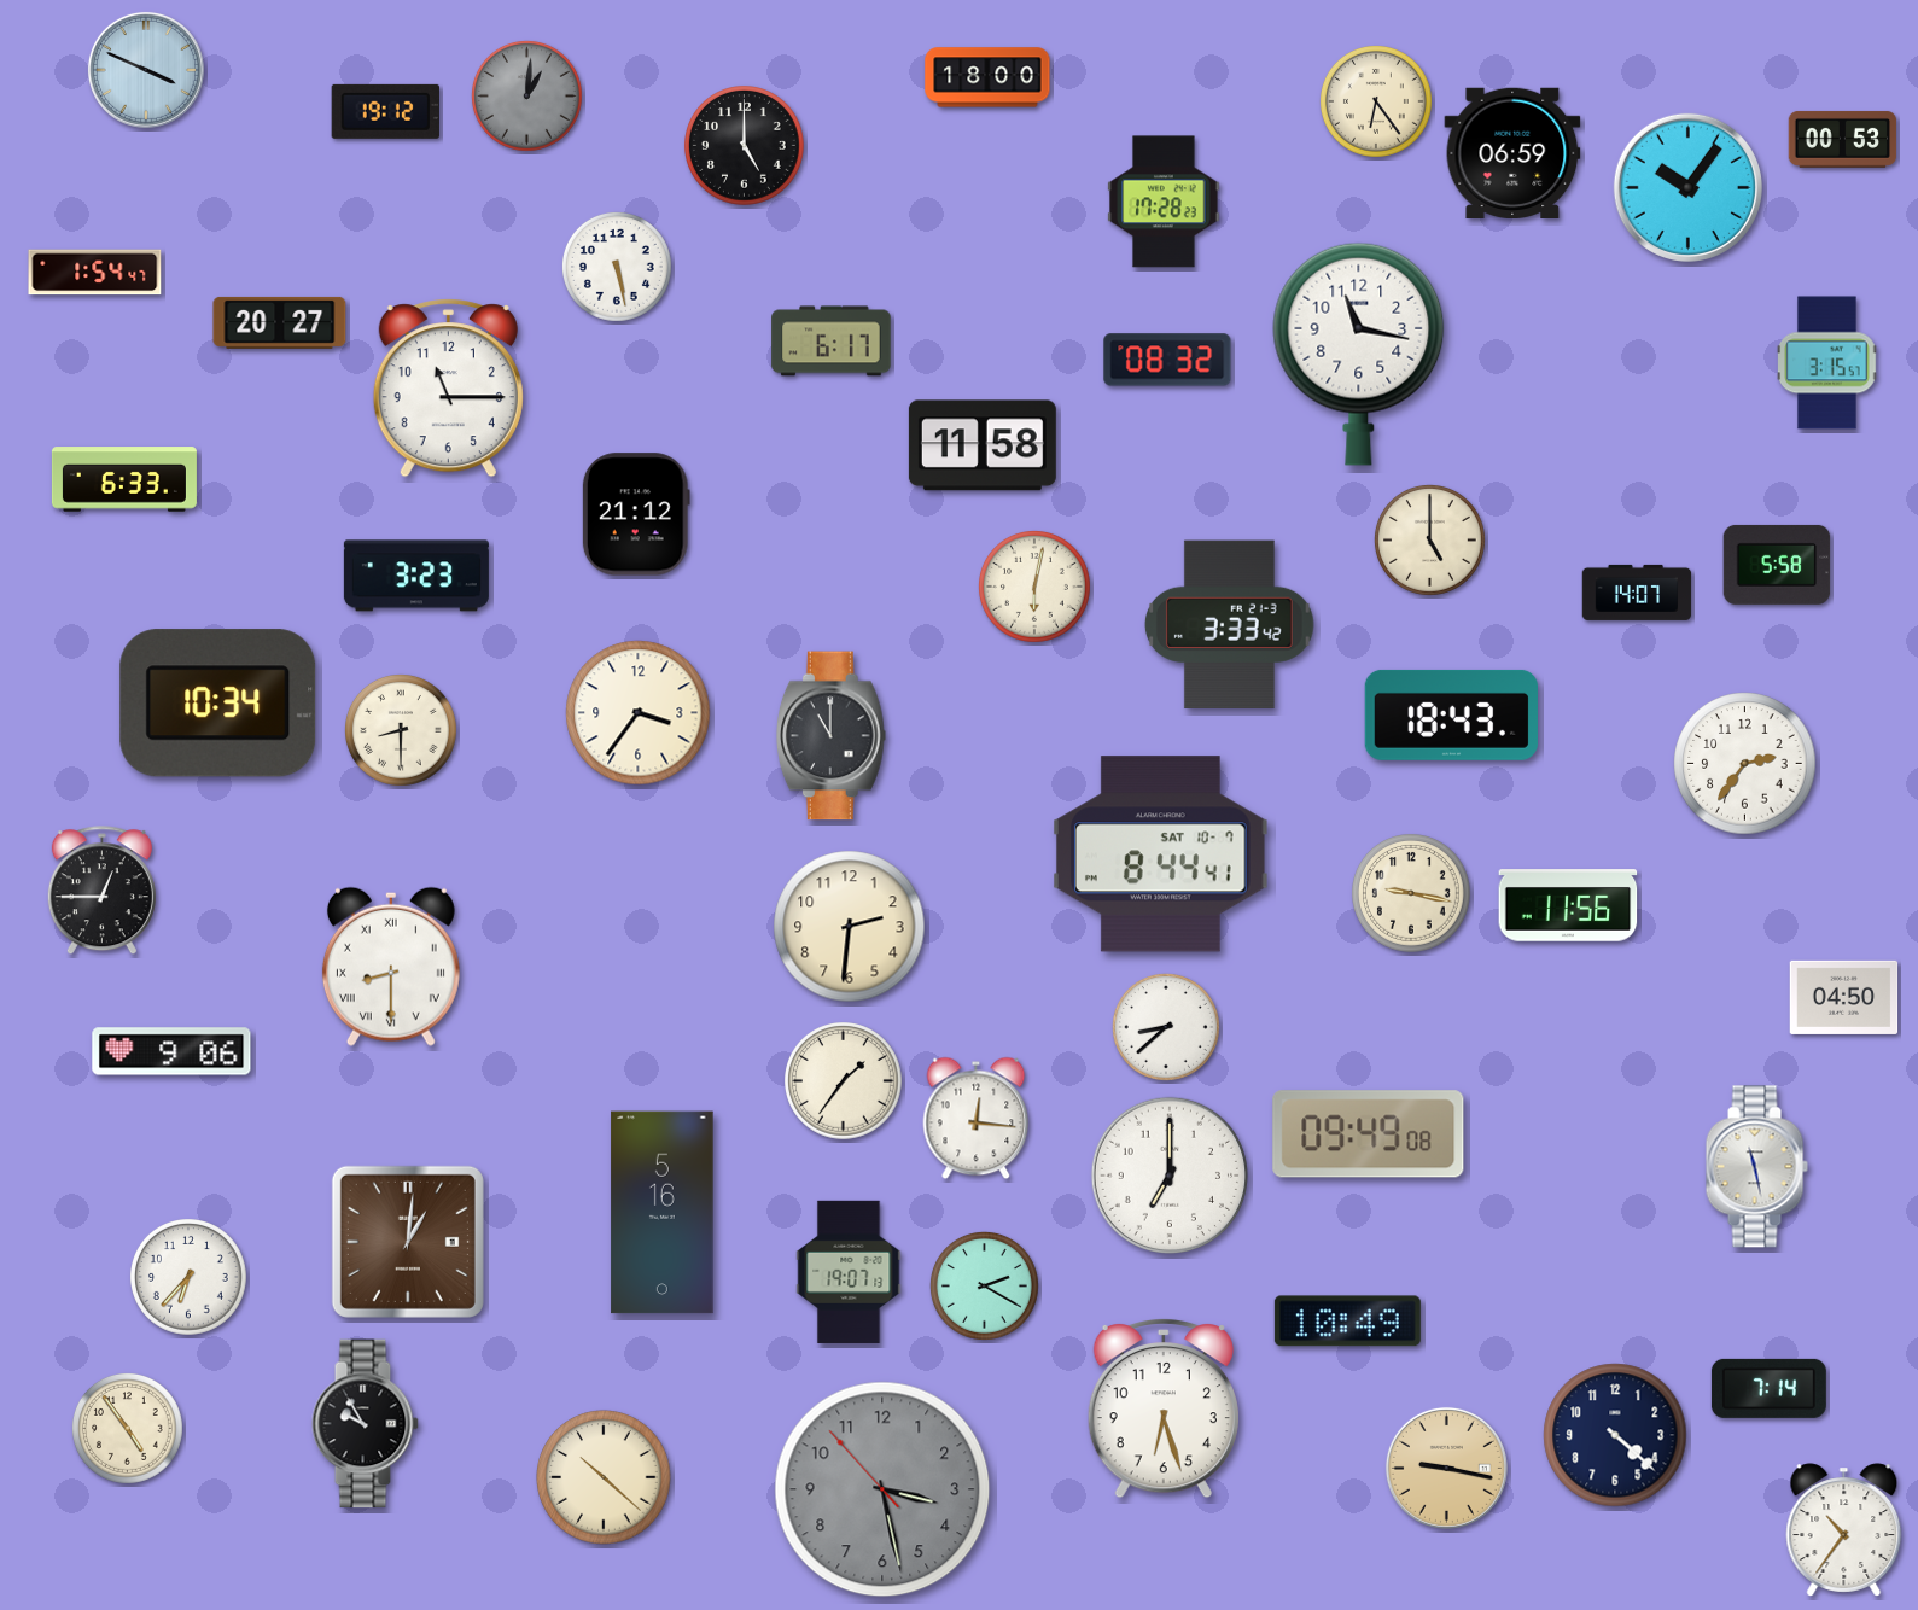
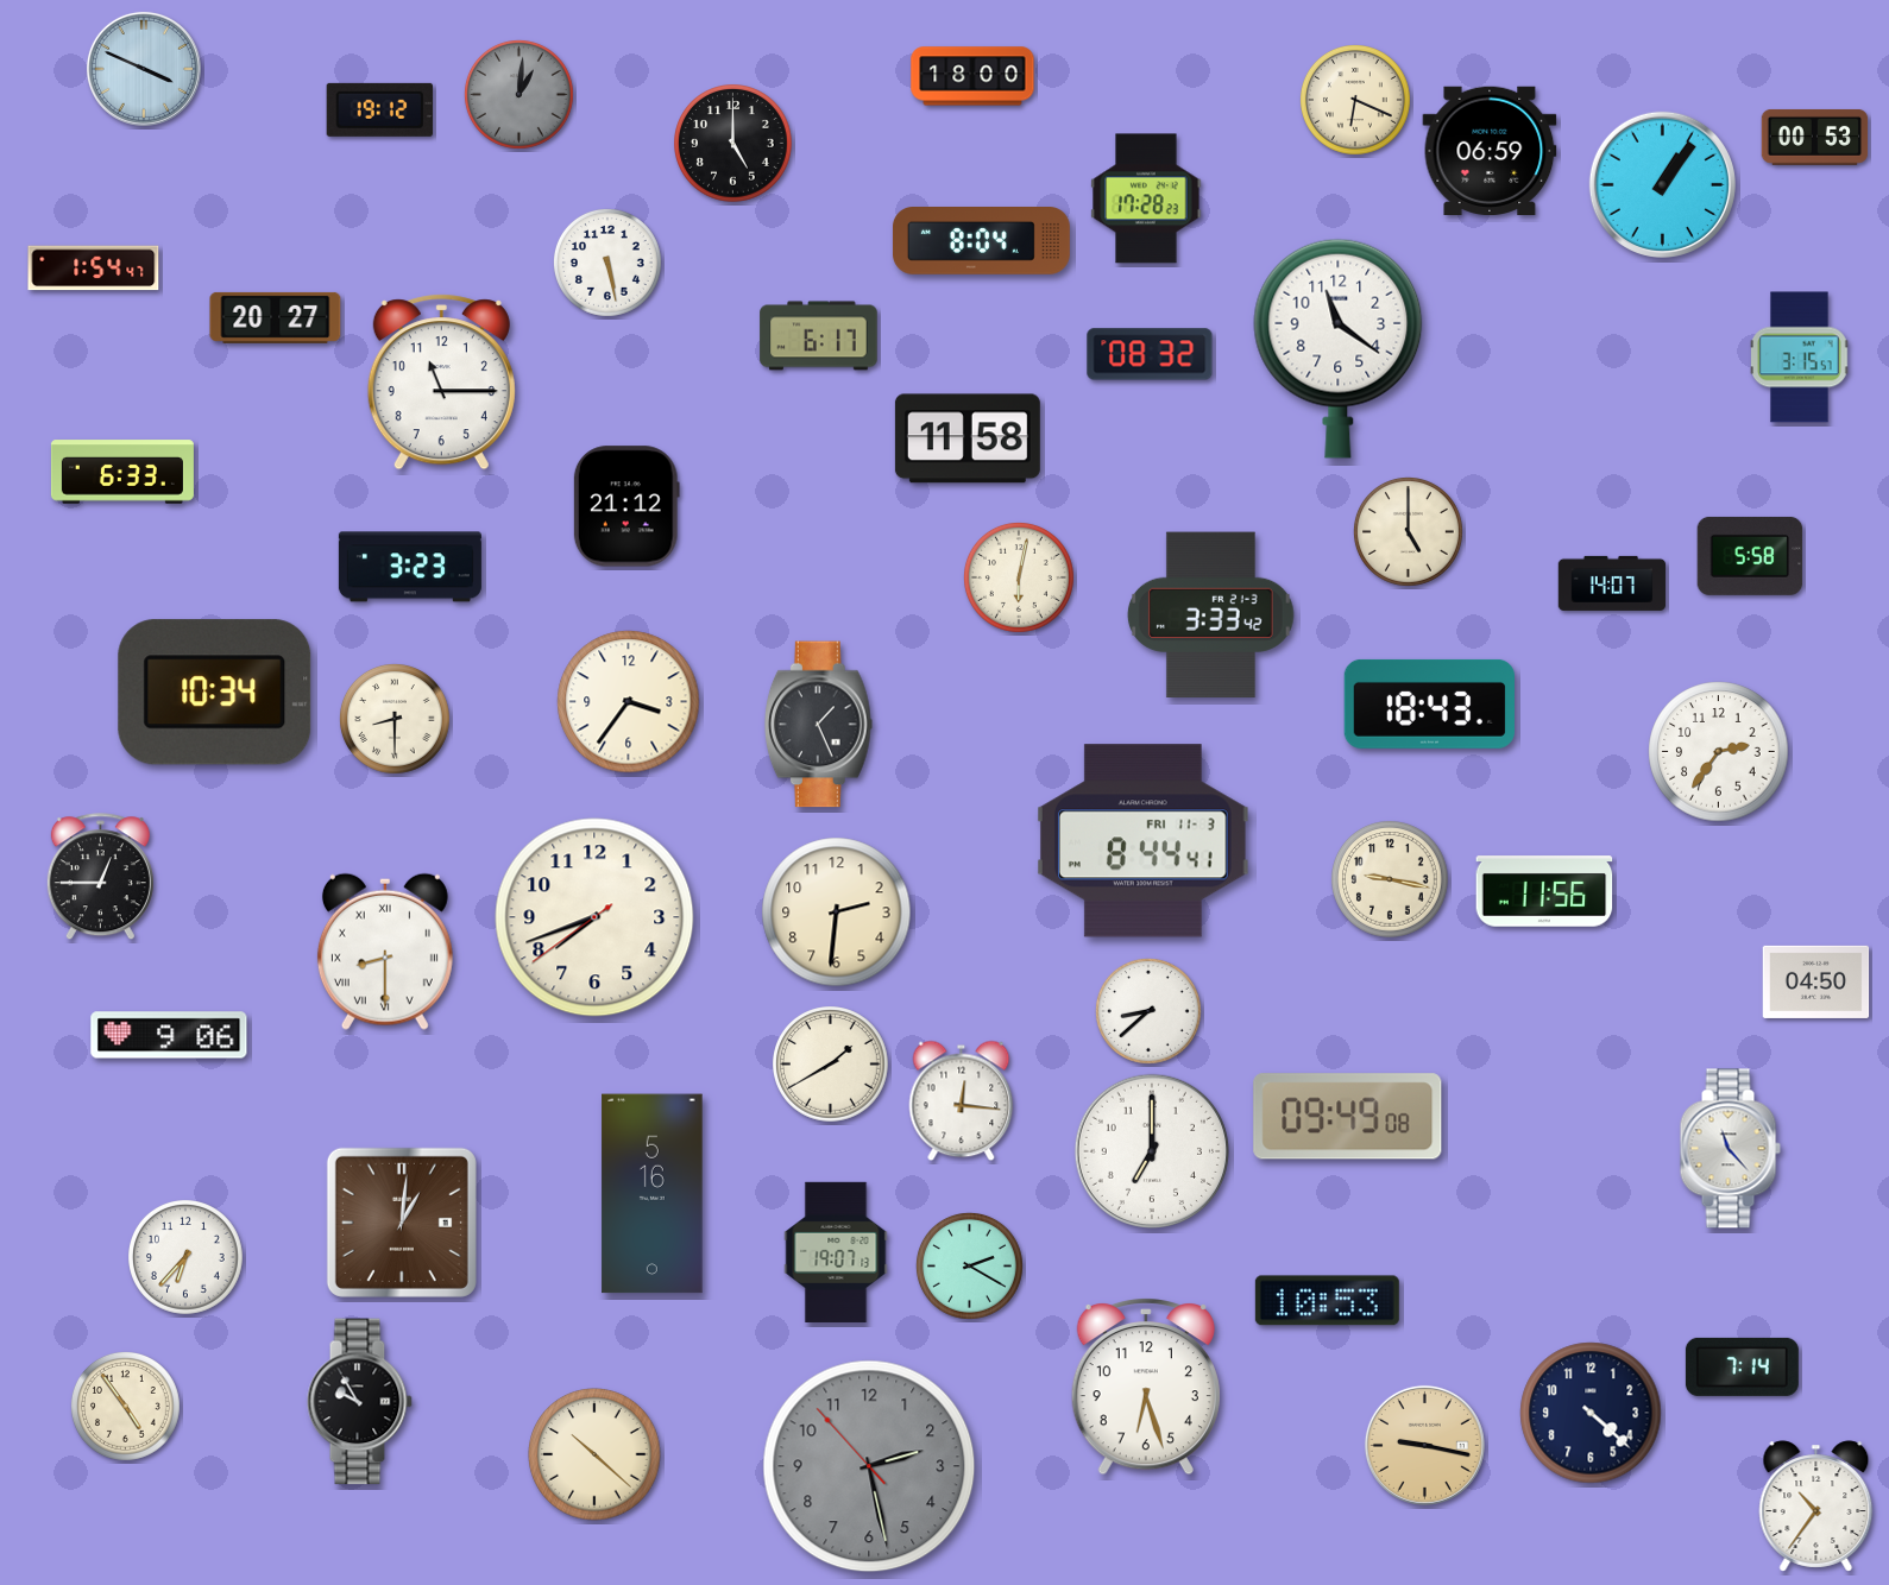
clock at (1377, 103): 6:24 -> 6:19
clock at (1687, 187): 10:06 -> 1:06
clock at (981, 241): none -> 8:04
clock at (1359, 354): 11:17 -> 11:21
clock at (830, 736): 11:00 -> 1:26
clock at (1161, 854) date: SAT 10-7 -> FRI 11-3
clock at (594, 917): none -> 7:41
clock at (844, 1081): 1:36 -> 1:40
clock at (1756, 1167): 11:28 -> 11:23
clock at (1168, 1174) position: (1168, 1174) -> (1151, 1150)
clock at (1347, 1322): 10:49 -> 10:53
clock at (882, 1489): 3:27 -> 2:27
